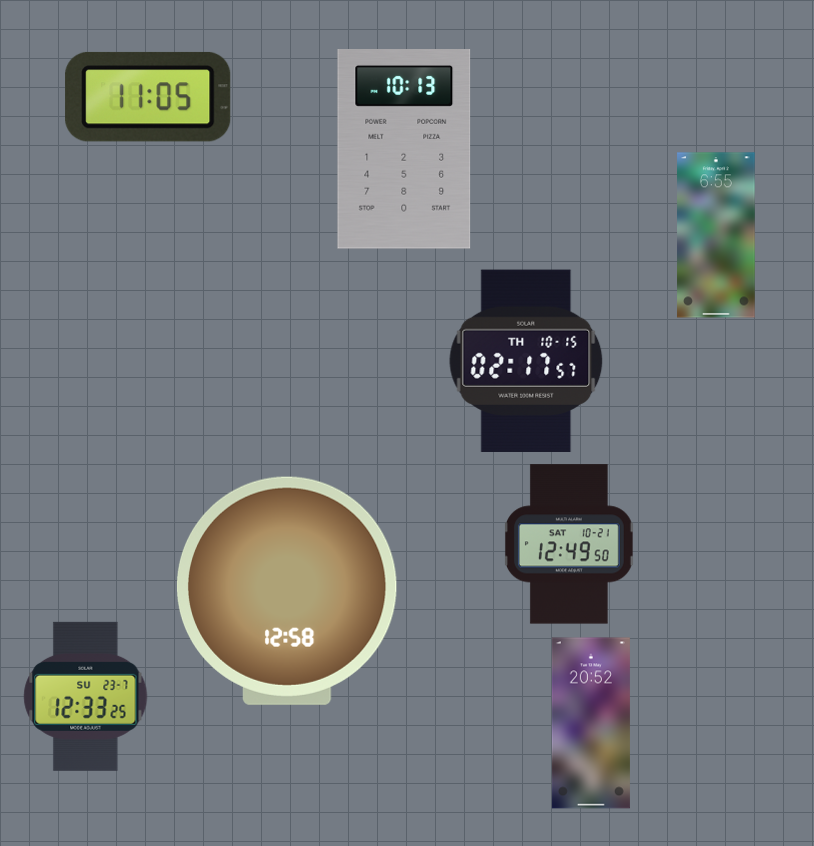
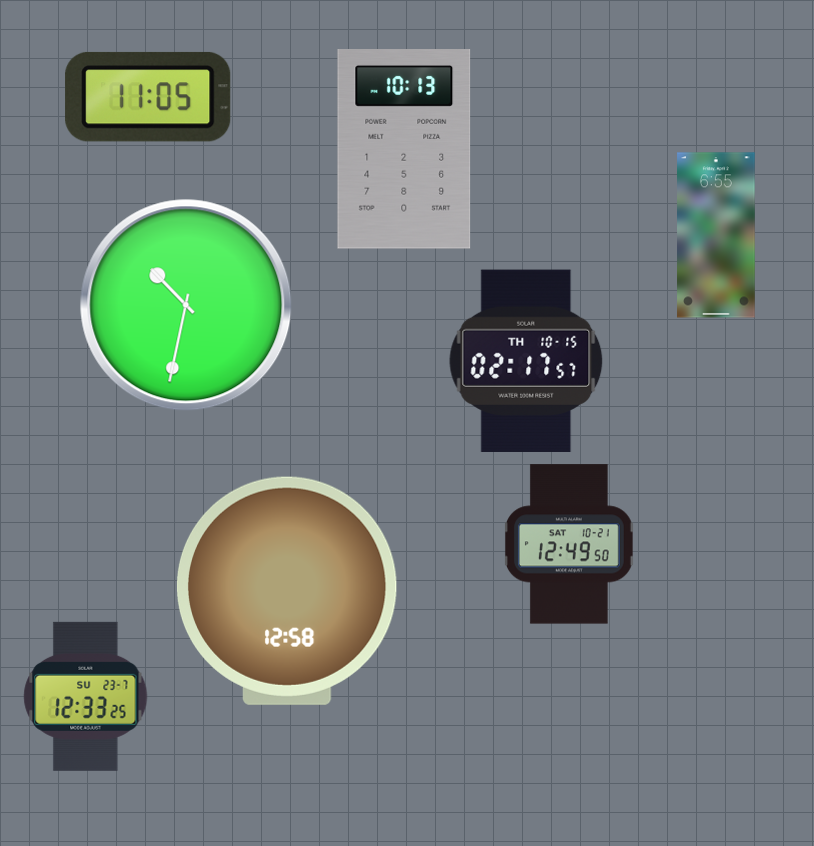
clock at (186, 305): none -> 10:32
clock at (591, 723): 20:52 -> none
